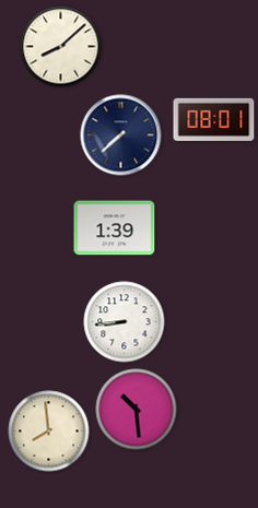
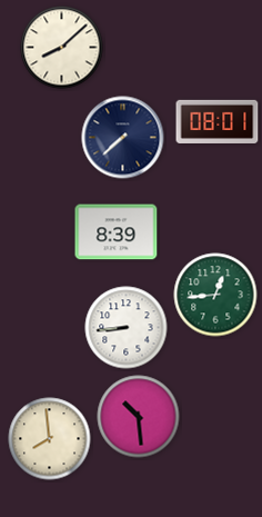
clock at (115, 228): 1:39 -> 8:39
clock at (215, 295): none -> 12:44
